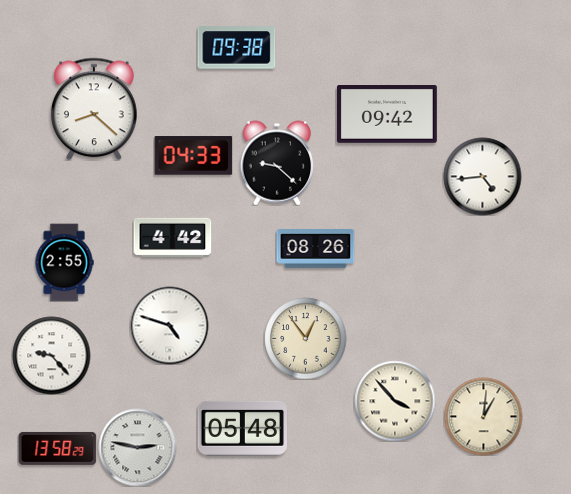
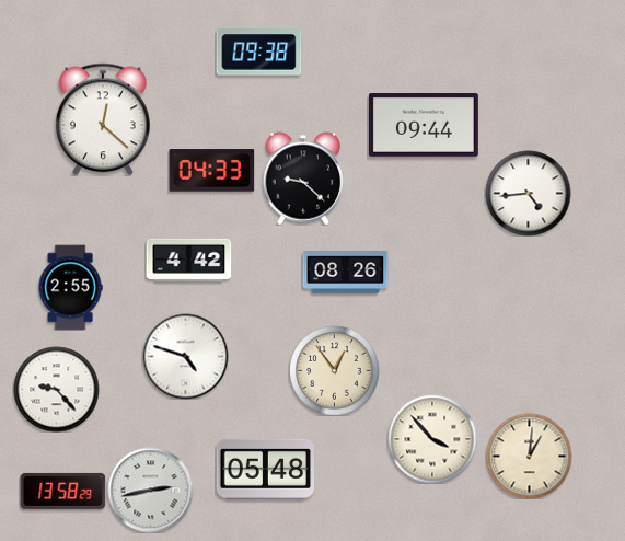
clock at (94, 109): 8:22 -> 12:22
clock at (387, 115): 09:42 -> 09:44
clock at (137, 447): 2:47 -> 2:43
